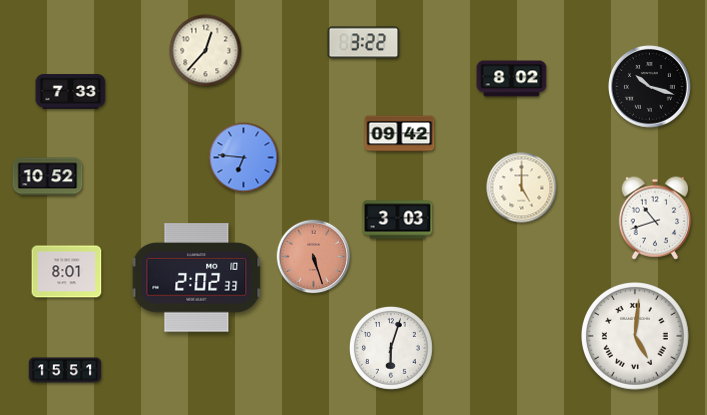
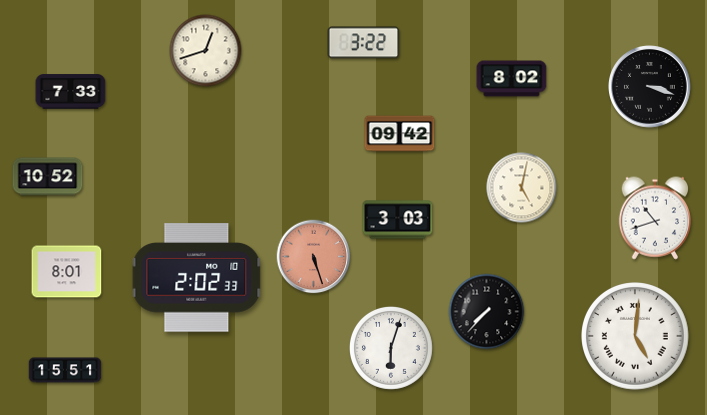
clock at (206, 51): 12:37 -> 12:42
clock at (650, 87): 10:18 -> 3:18
clock at (244, 158): 6:46 -> none
clock at (522, 188): 5:00 -> 5:02
clock at (487, 312): none -> 7:37
